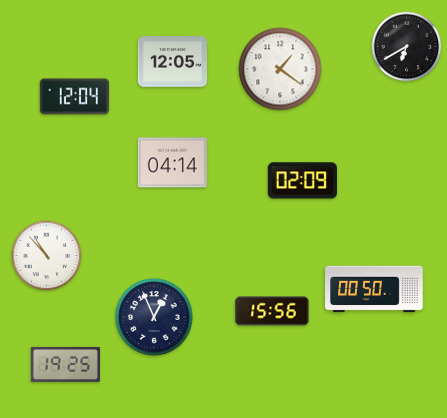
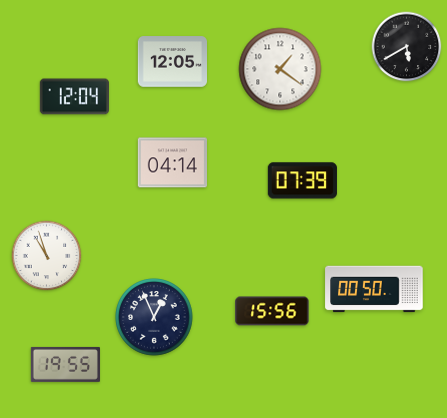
clock at (407, 47): 6:40 -> 5:40
clock at (302, 181): 02:09 -> 07:39
clock at (47, 256): 10:53 -> 10:57
clock at (65, 364): 19:25 -> 19:55
